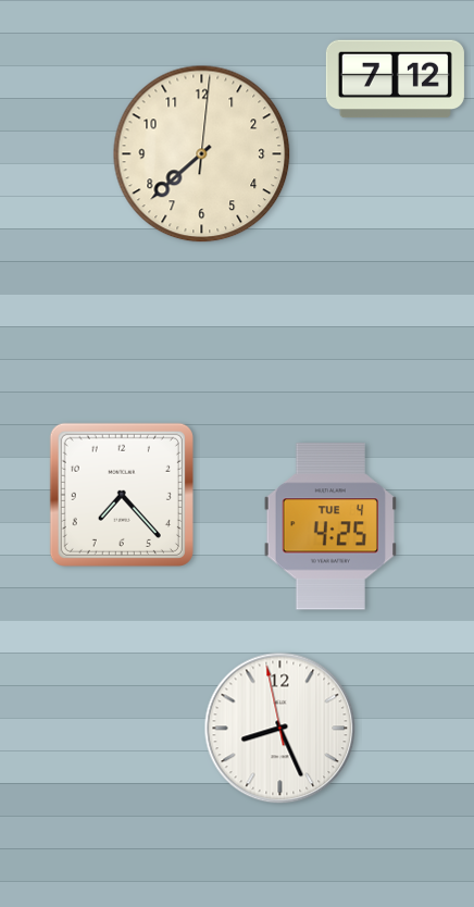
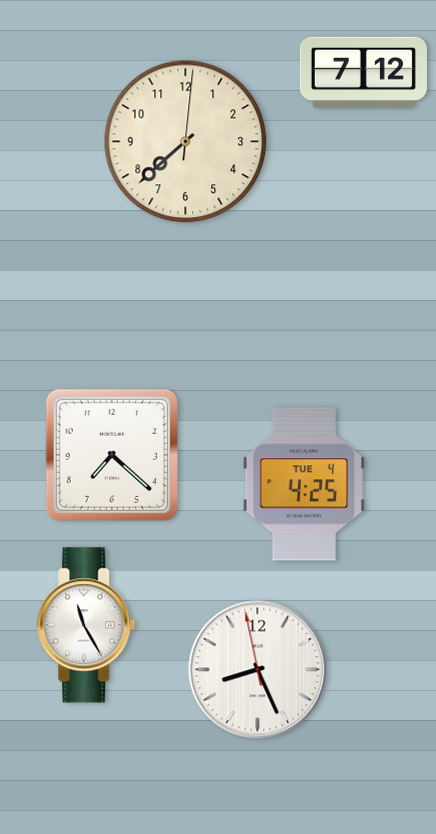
clock at (122, 495): 7:23 -> 7:22
clock at (86, 625): none -> 11:25
